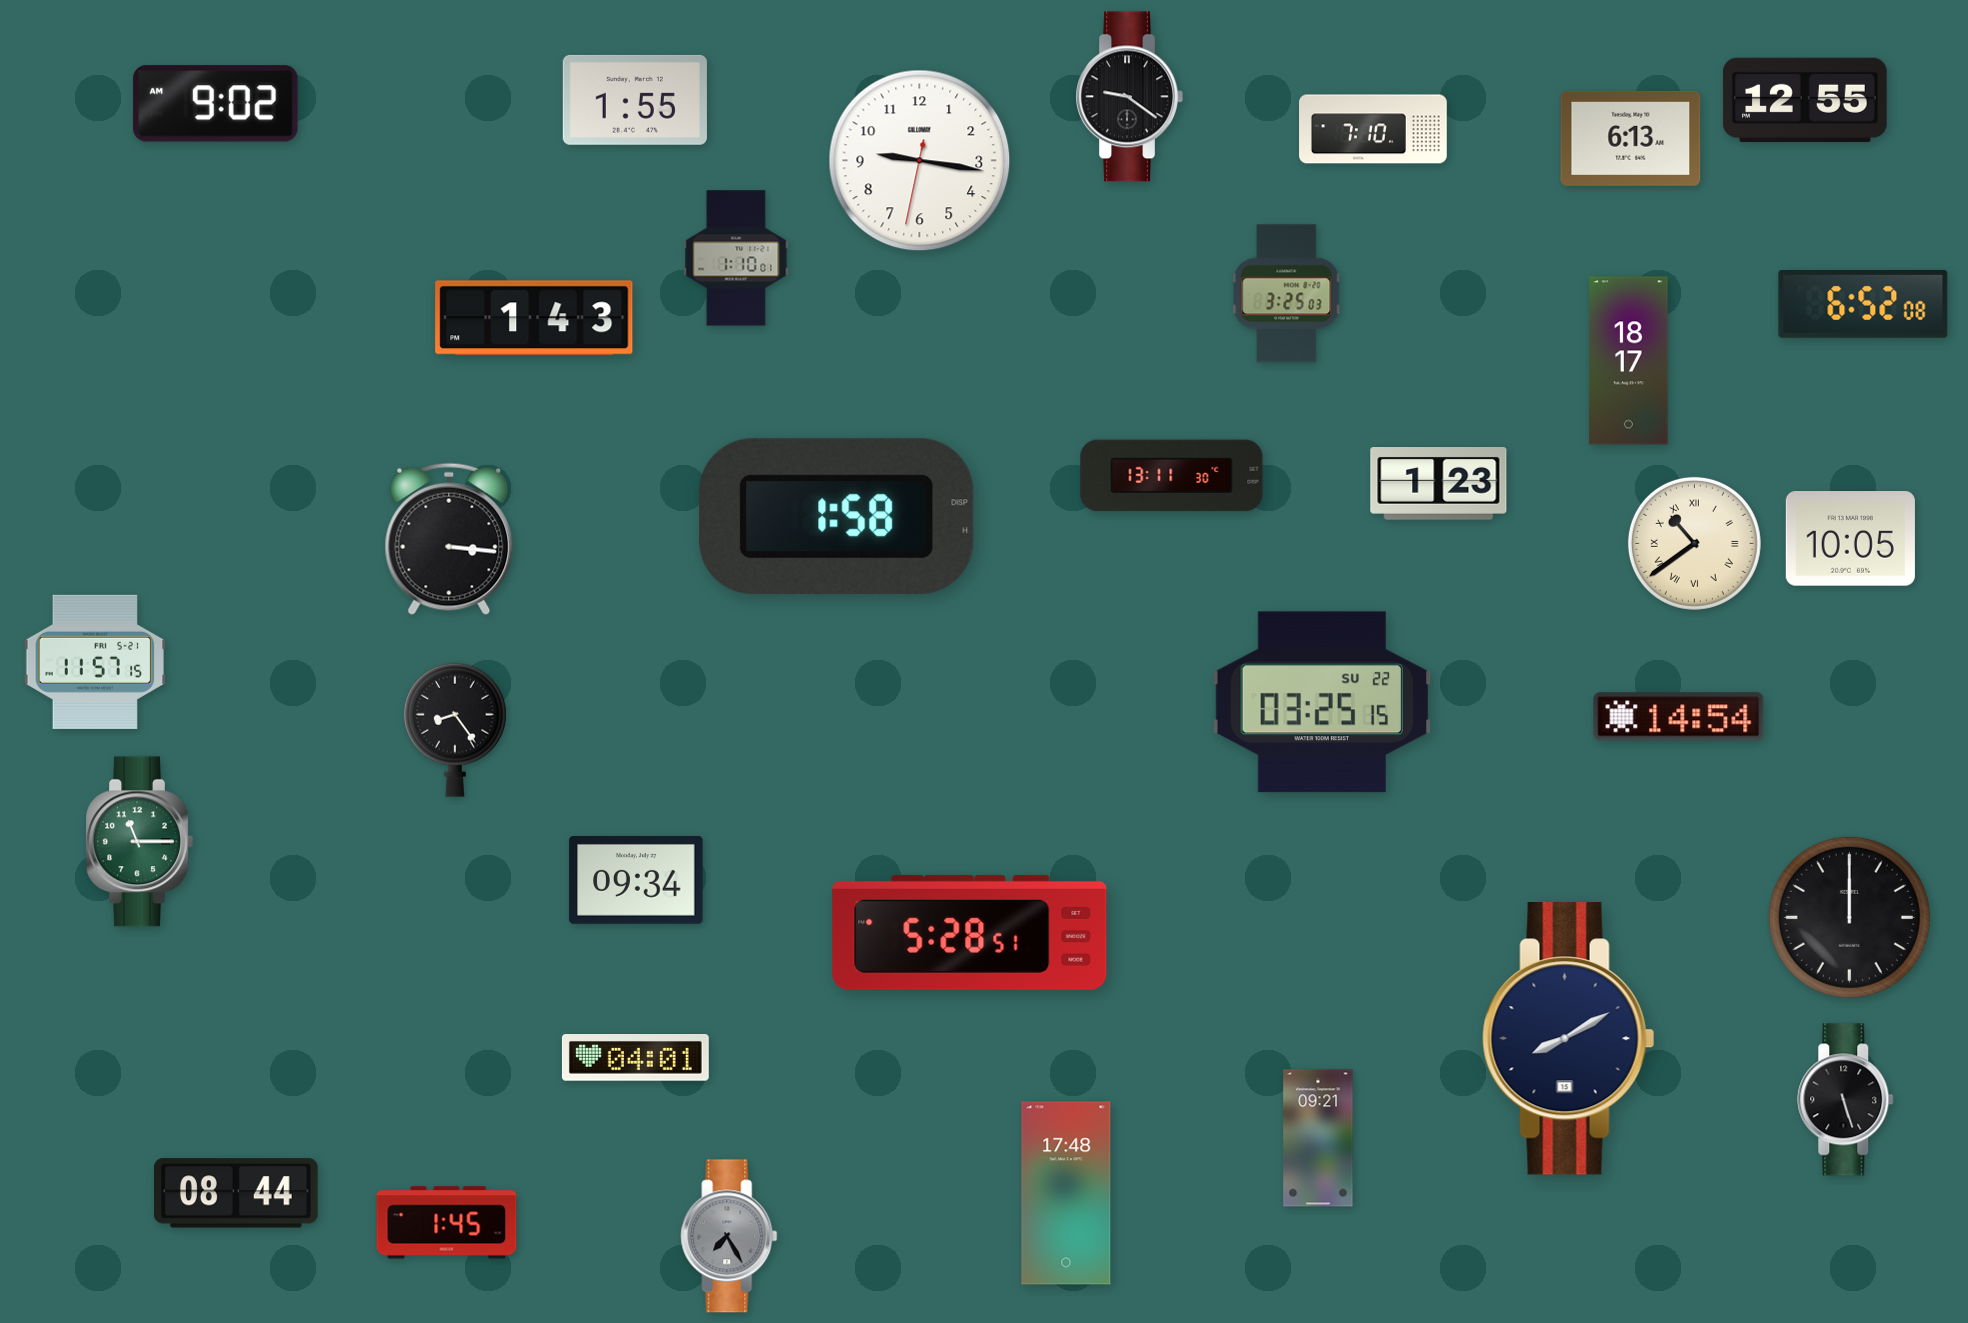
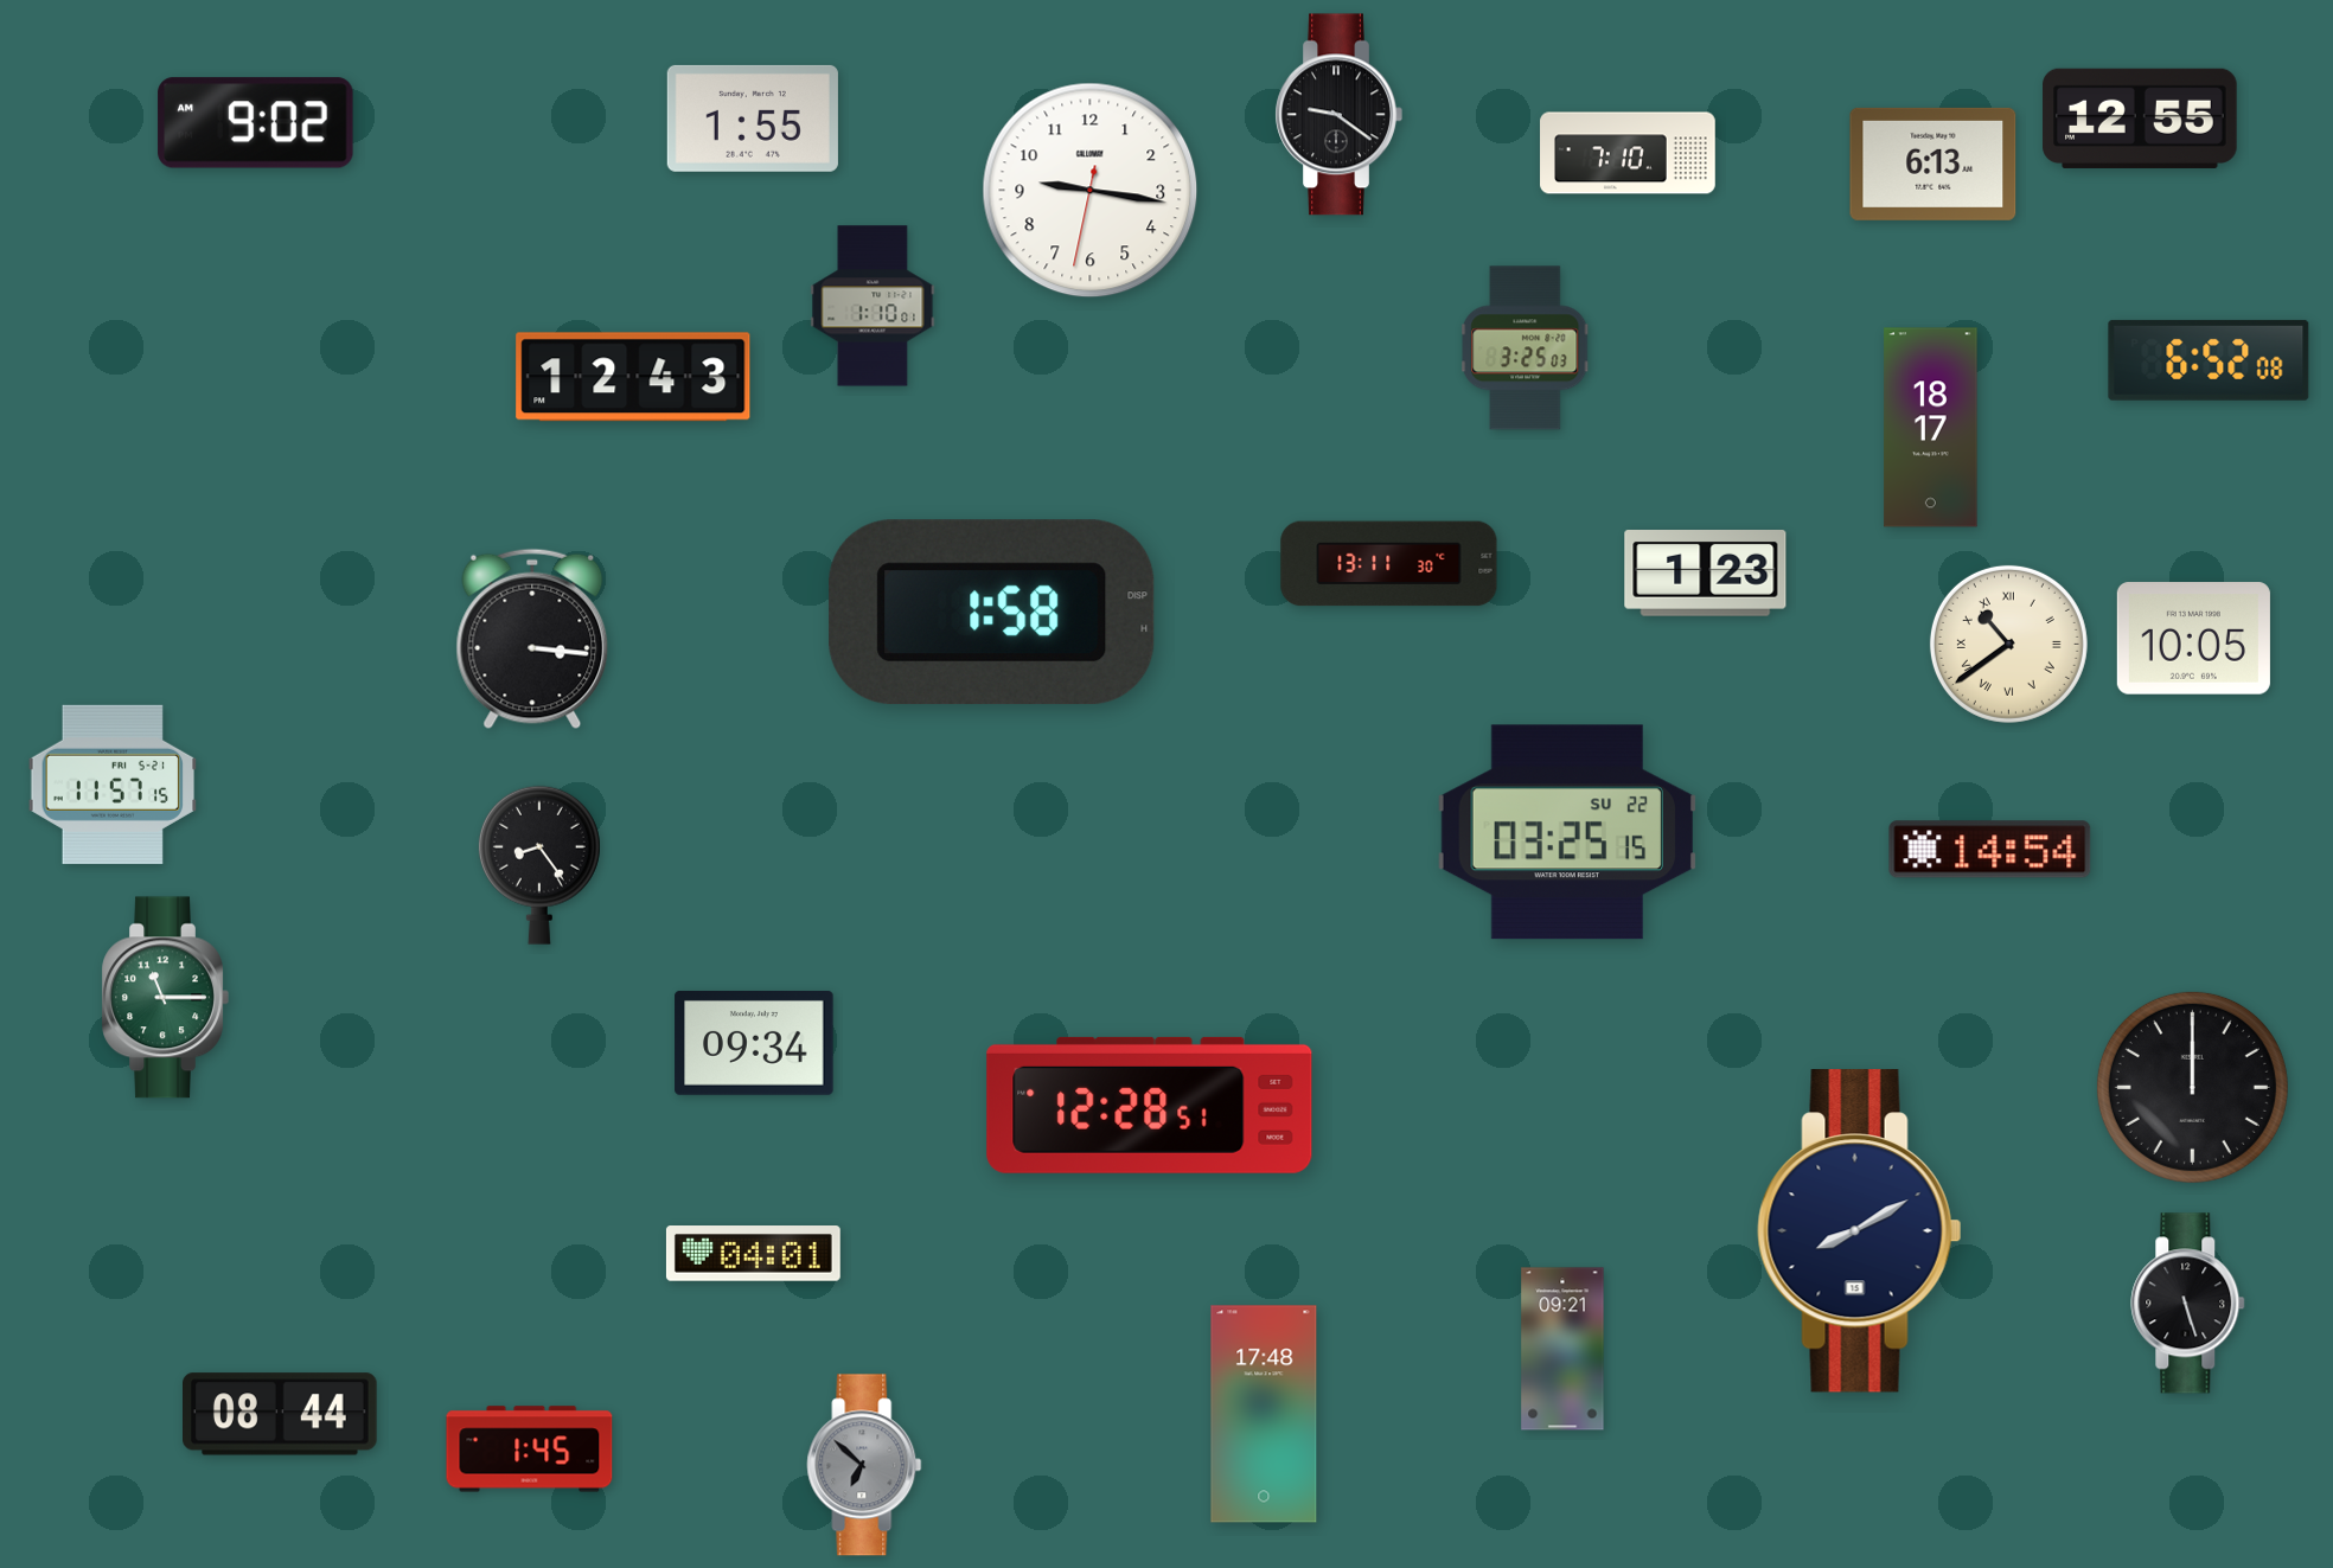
clock at (534, 318): 1:43 -> 12:43
clock at (970, 932): 5:28 -> 12:28
clock at (729, 1236): 7:25 -> 6:52
